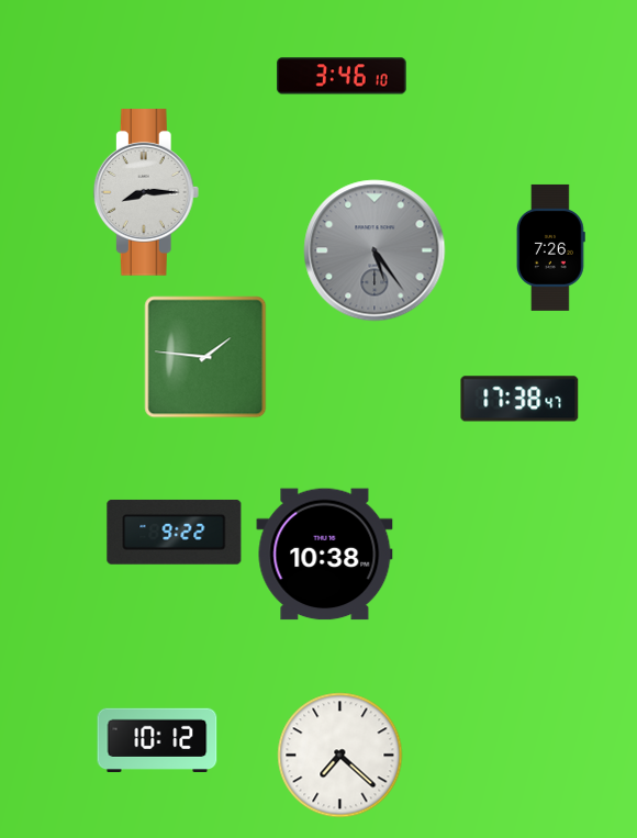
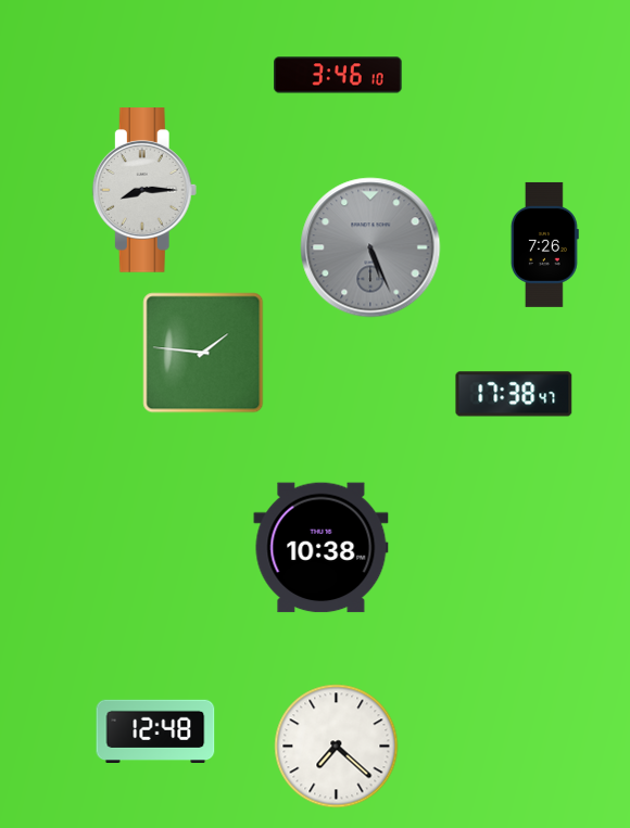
clock at (375, 250): 5:24 -> 5:26
clock at (175, 532): 9:22 -> none
clock at (157, 740): 10:12 -> 12:48
